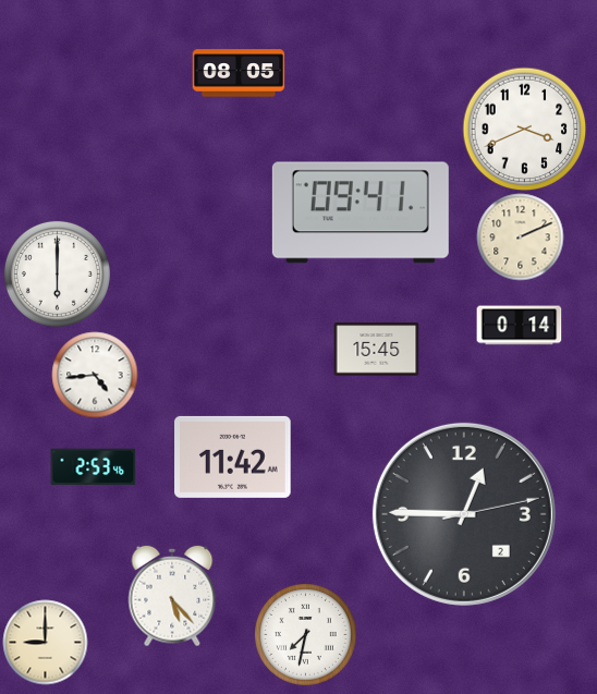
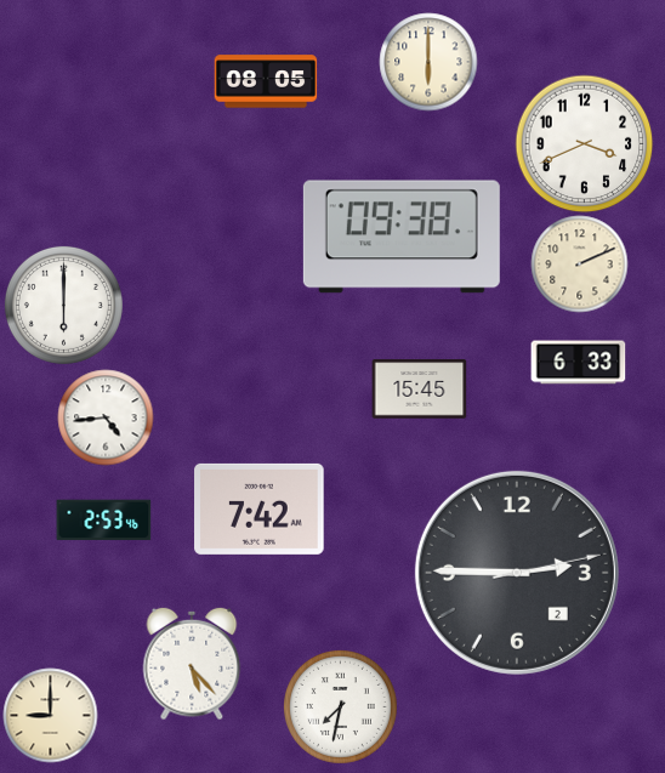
clock at (428, 62): none -> 6:00
clock at (361, 212): 09:41 -> 09:38
clock at (519, 326): 0:14 -> 6:33
clock at (233, 456): 11:42 -> 7:42
clock at (464, 514): 12:45 -> 2:45
